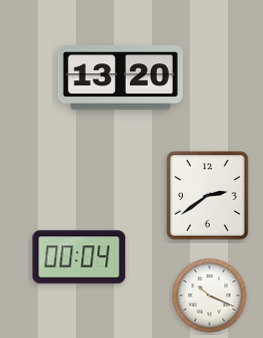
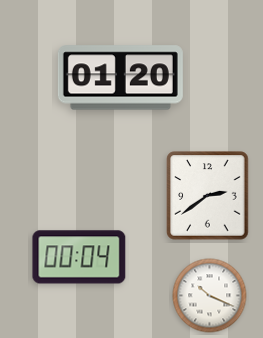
clock at (120, 78): 13:20 -> 01:20
